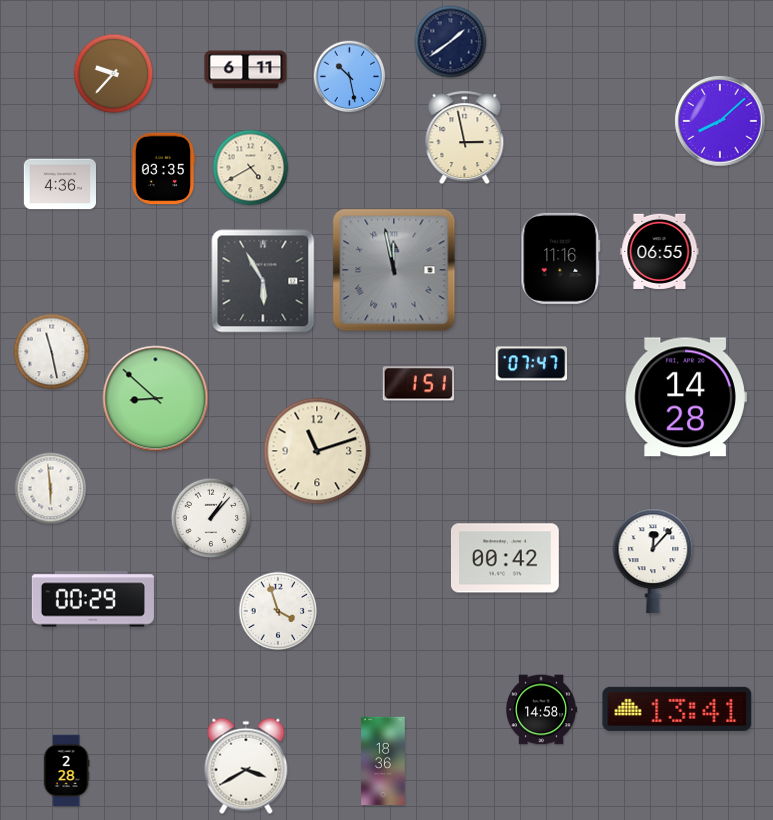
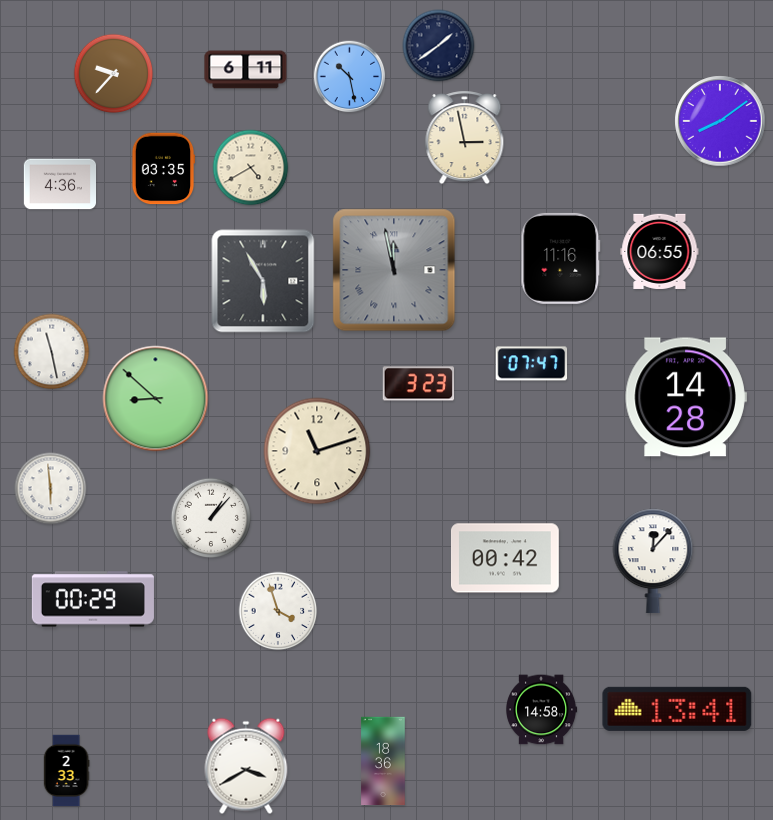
clock at (451, 42) position: (451, 42) -> (439, 46)
clock at (720, 121): 8:08 -> 8:09
clock at (419, 384): 1:51 -> 3:23
clock at (66, 771): 2:28 -> 2:33
